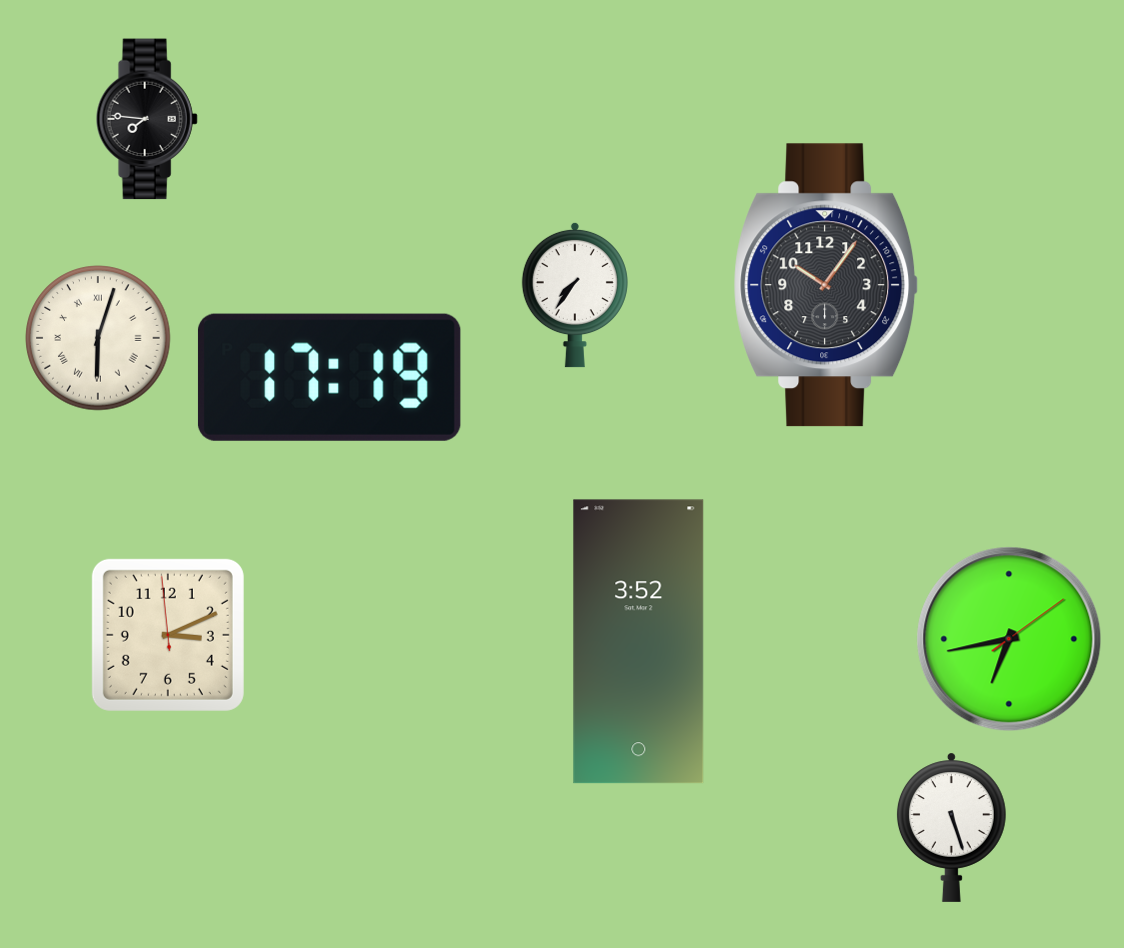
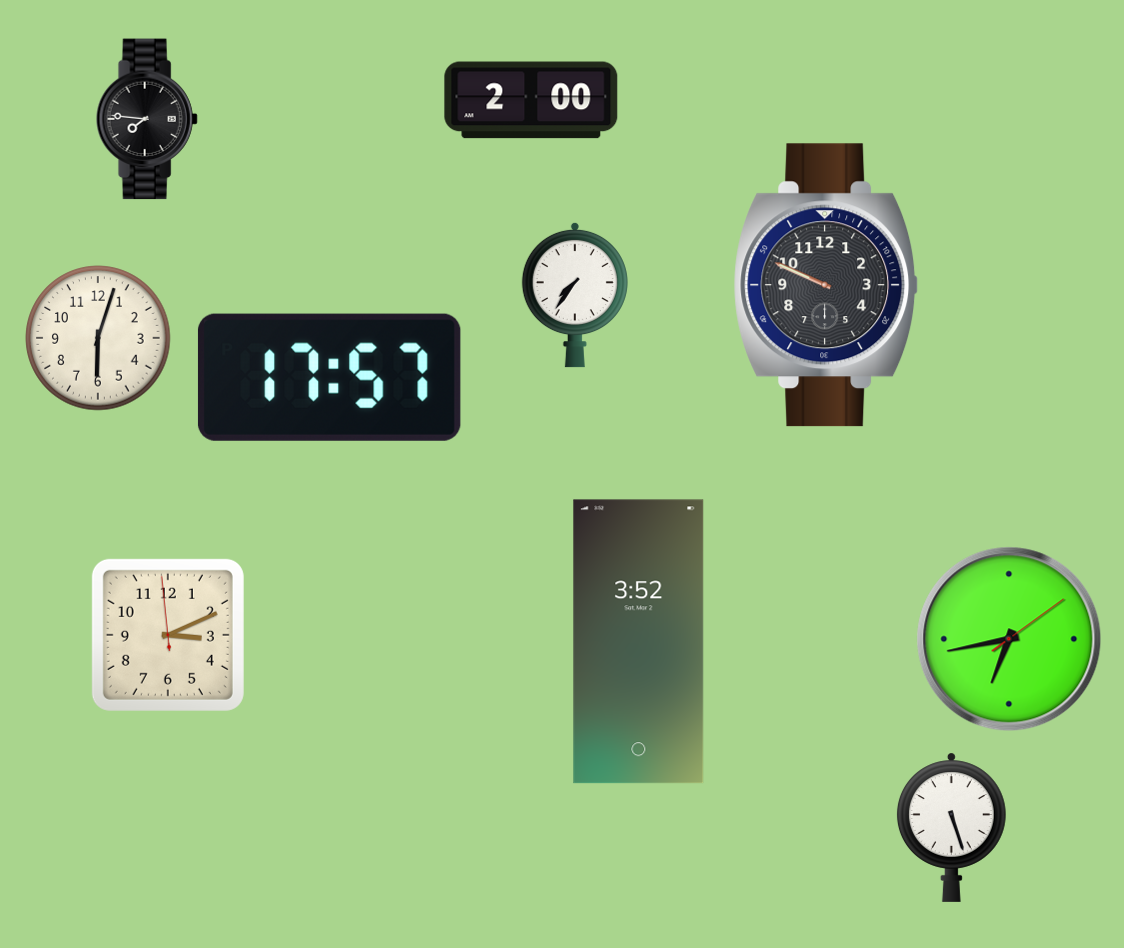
clock at (531, 100): none -> 2:00
clock at (826, 285): 10:06 -> 9:49
clock at (98, 338) numerals: Roman -> Arabic
clock at (329, 377): 17:19 -> 17:57
